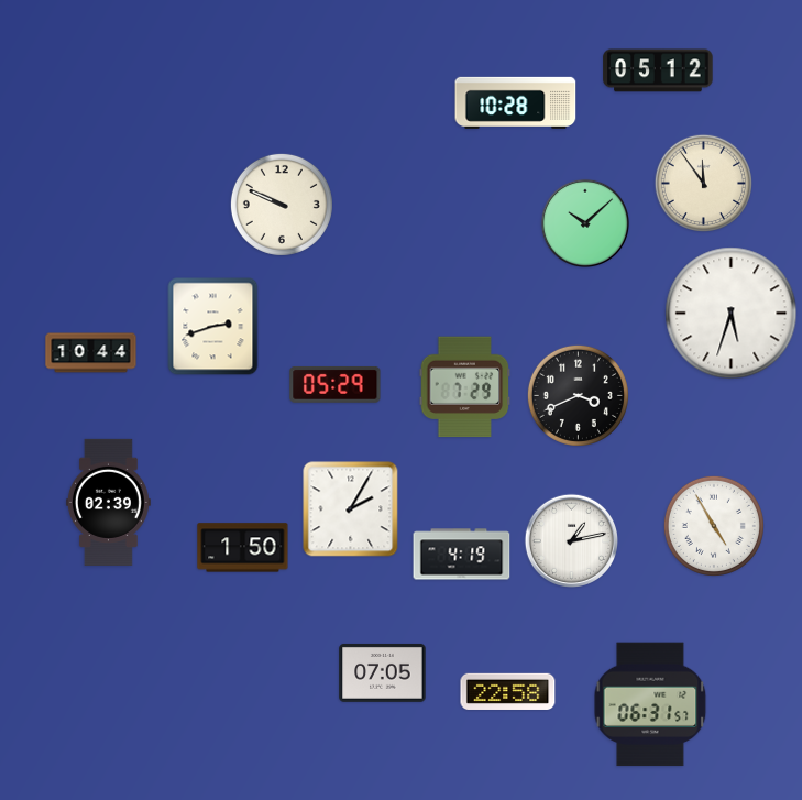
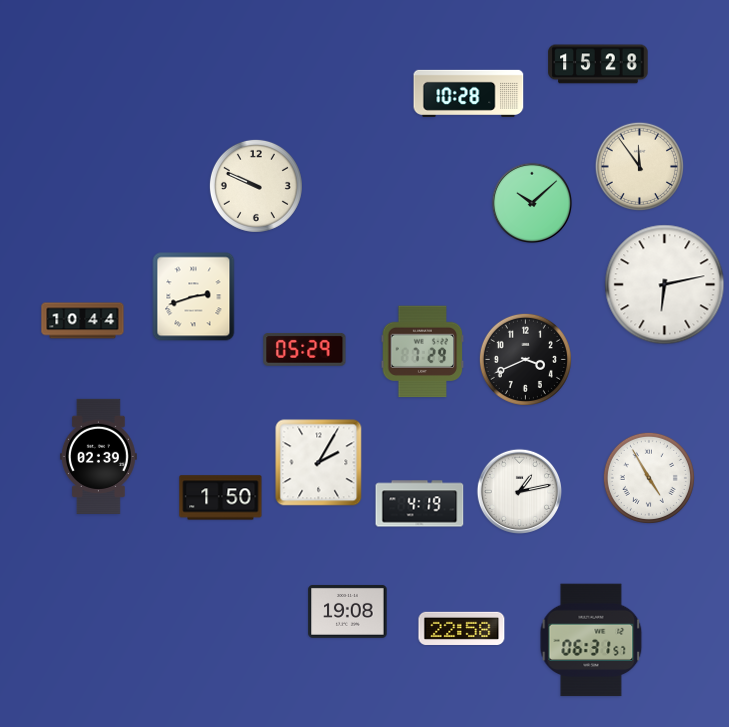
clock at (658, 70): 05:12 -> 15:28
clock at (732, 314): 5:33 -> 6:13
clock at (383, 672): 07:05 -> 19:08
